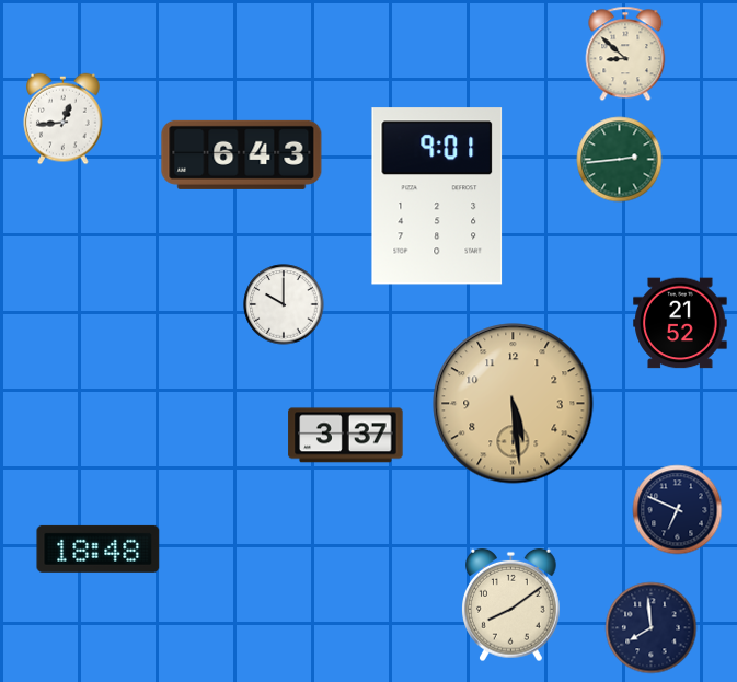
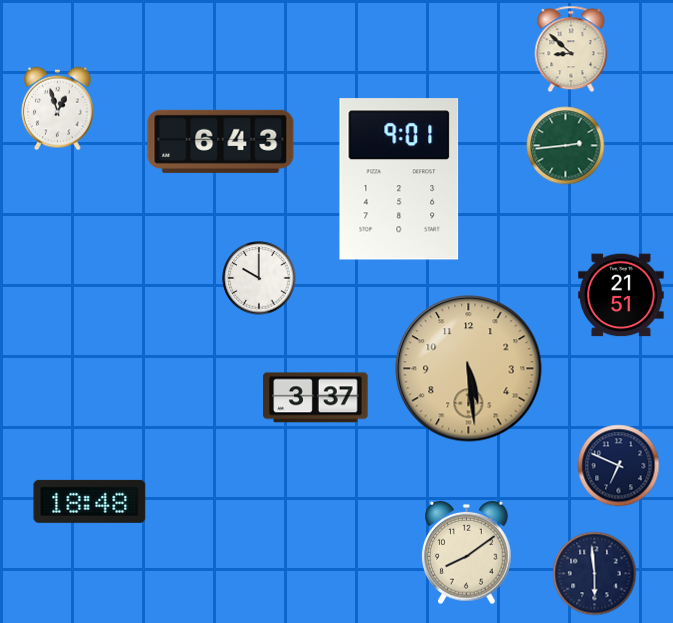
clock at (64, 119): 12:44 -> 12:57
clock at (680, 323): 21:52 -> 21:51
clock at (652, 628): 7:59 -> 5:59
